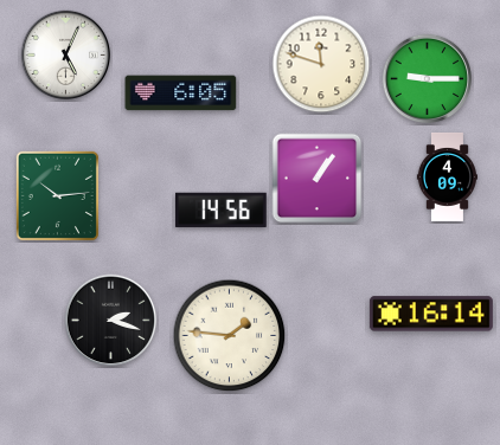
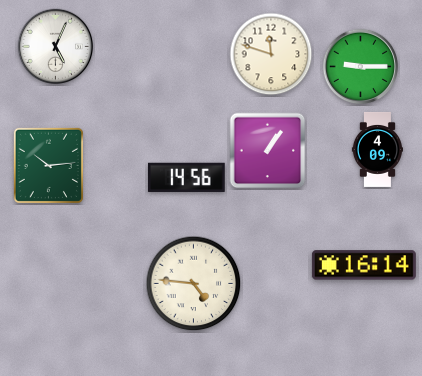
clock at (181, 93): 6:05 -> none
clock at (111, 321): 2:18 -> none
clock at (230, 336): 1:46 -> 4:46
